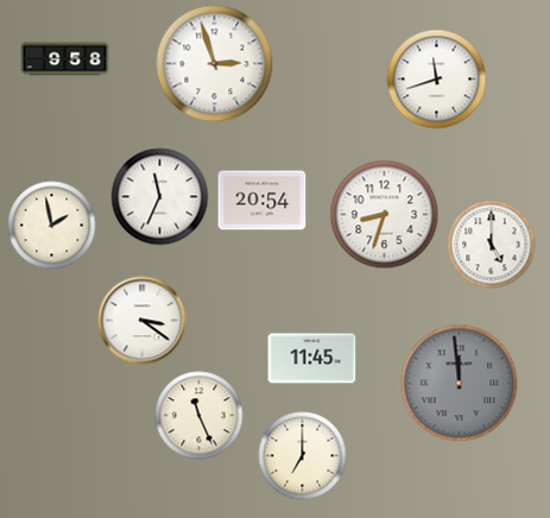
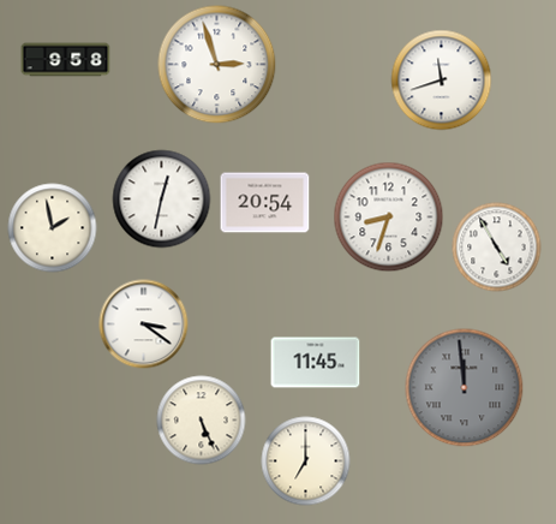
clock at (160, 197): 11:34 -> 12:32
clock at (492, 245): 5:00 -> 4:55
clock at (200, 416): 11:26 -> 5:26
